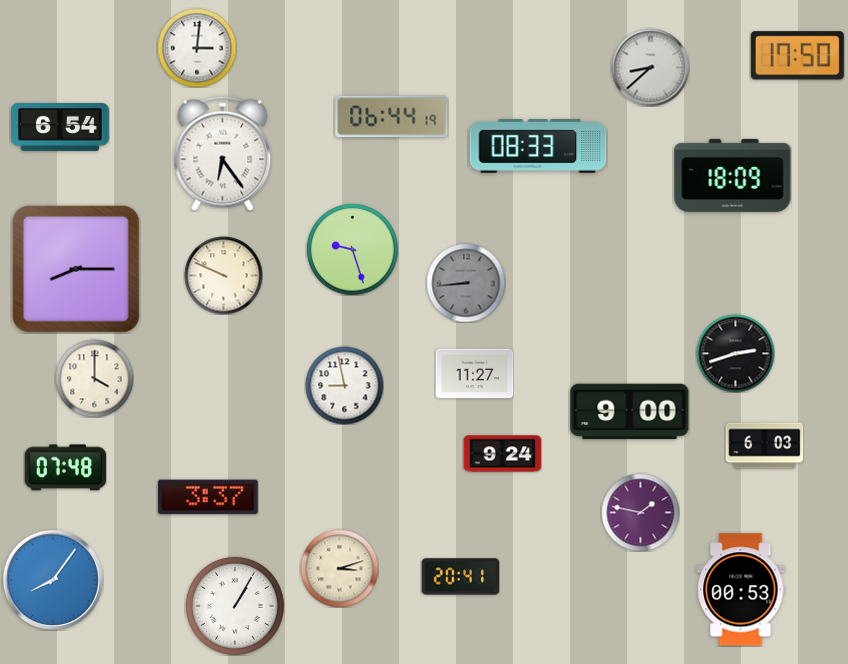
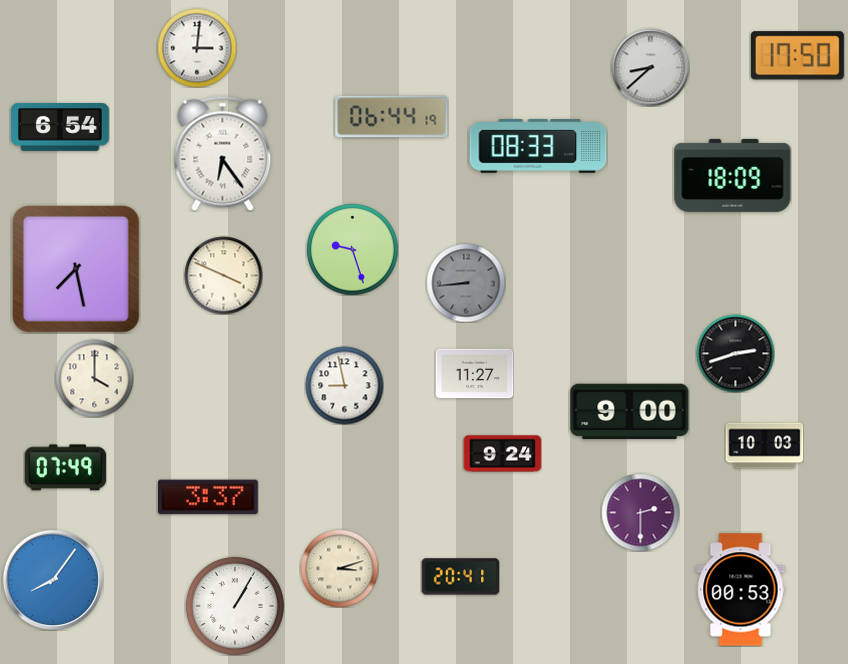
clock at (76, 269): 8:15 -> 7:28
clock at (223, 275): 9:49 -> 3:49
clock at (764, 446): 6:03 -> 10:03
clock at (65, 468): 07:48 -> 07:49
clock at (640, 512): 1:47 -> 2:30
